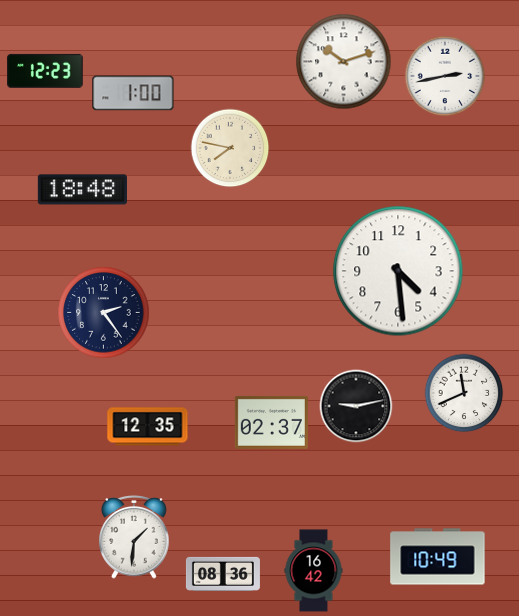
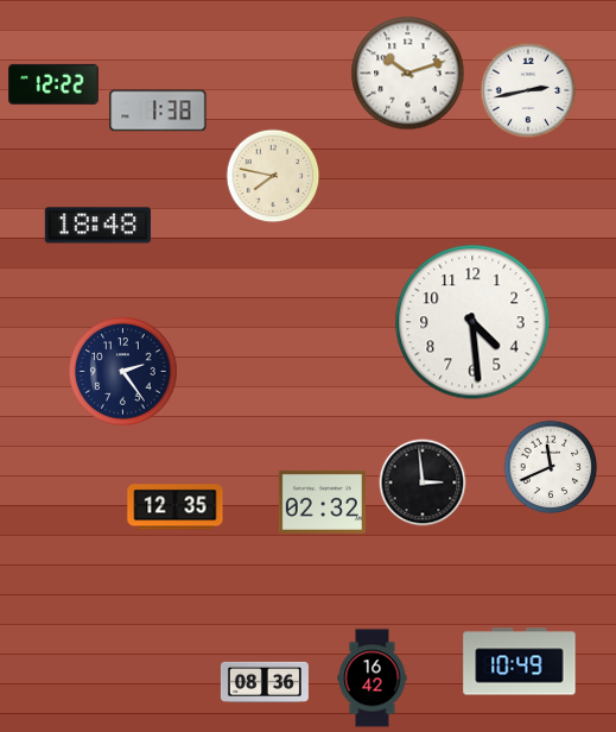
clock at (46, 71): 12:23 -> 12:22
clock at (133, 93): 1:00 -> 1:38
clock at (356, 406): 9:13 -> 2:59
clock at (271, 422): 02:37 -> 02:32
clock at (134, 538): 1:31 -> none
